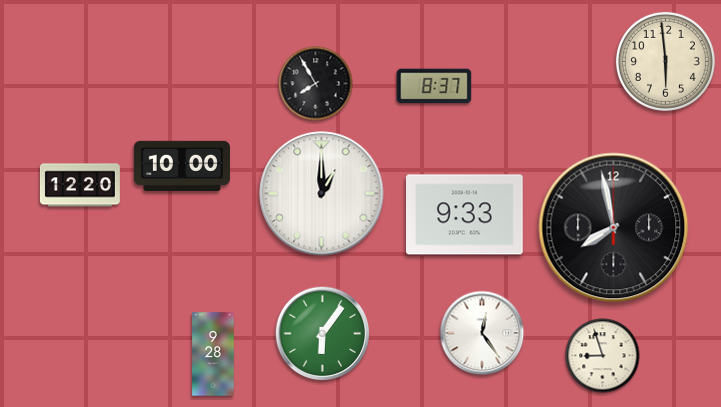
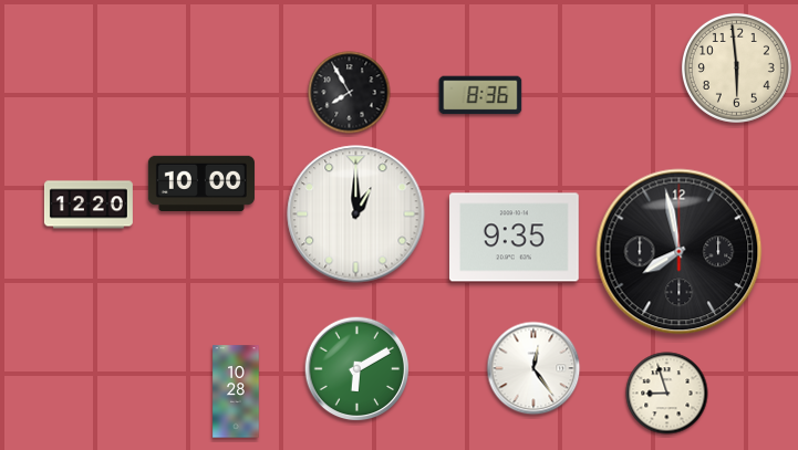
clock at (434, 86): 8:37 -> 8:36
clock at (465, 215): 9:33 -> 9:35
clock at (323, 334): 6:06 -> 6:10
clock at (213, 354): 9:28 -> 10:28
